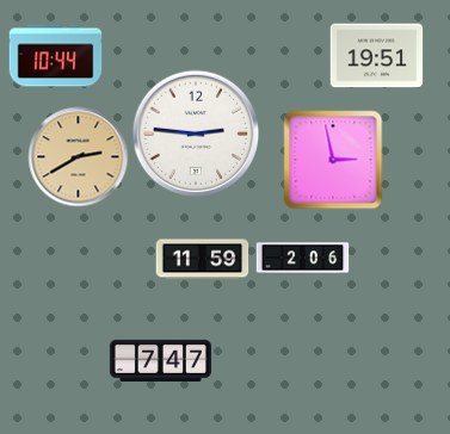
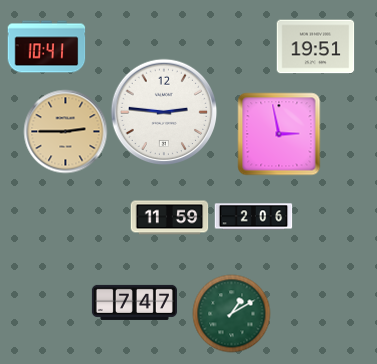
clock at (55, 56): 10:44 -> 10:41
clock at (78, 156): 2:40 -> 2:45
clock at (231, 313): none -> 1:10
